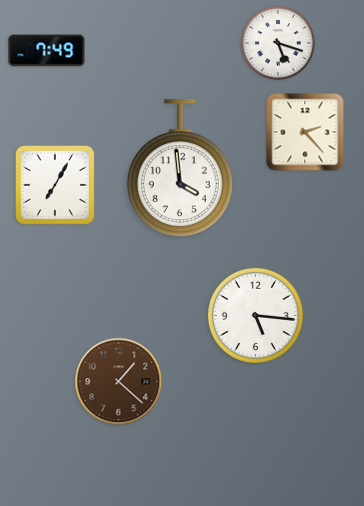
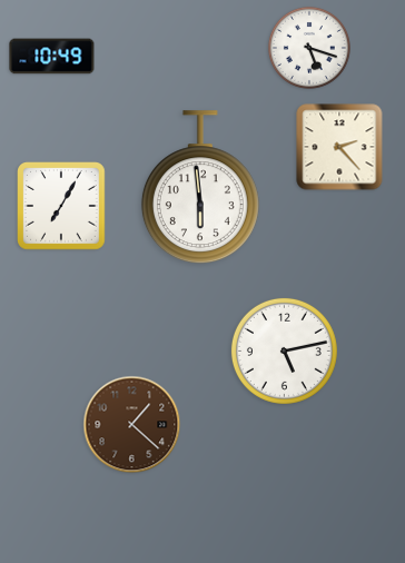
clock at (47, 51): 7:49 -> 10:49
clock at (180, 169): 3:59 -> 5:59
clock at (255, 315): 5:16 -> 5:13
